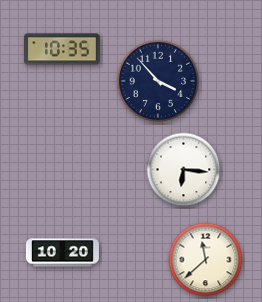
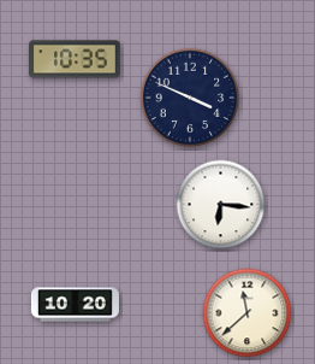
clock at (158, 81): 3:53 -> 3:49
